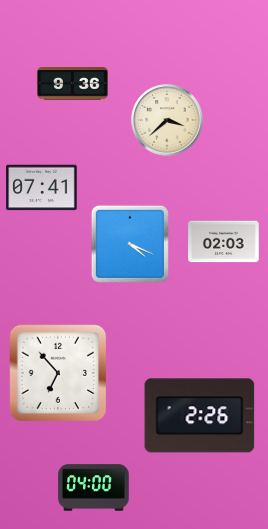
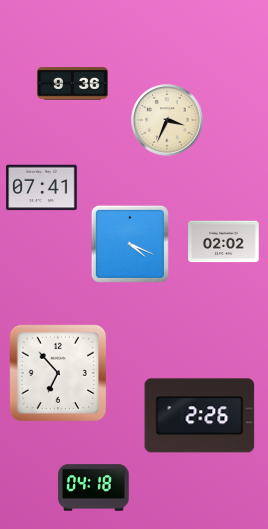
clock at (167, 120): 3:38 -> 3:34
clock at (224, 242): 02:03 -> 02:02
clock at (94, 488): 04:00 -> 04:18
